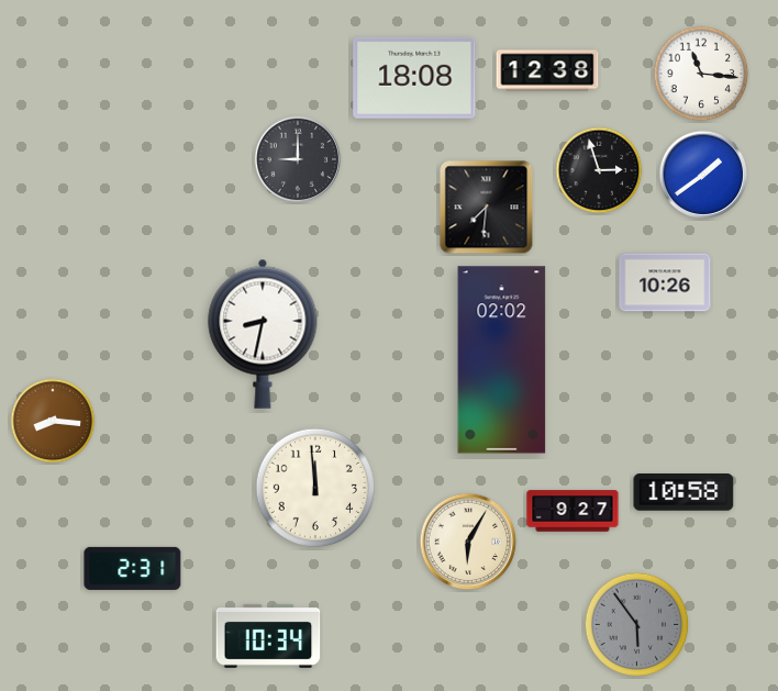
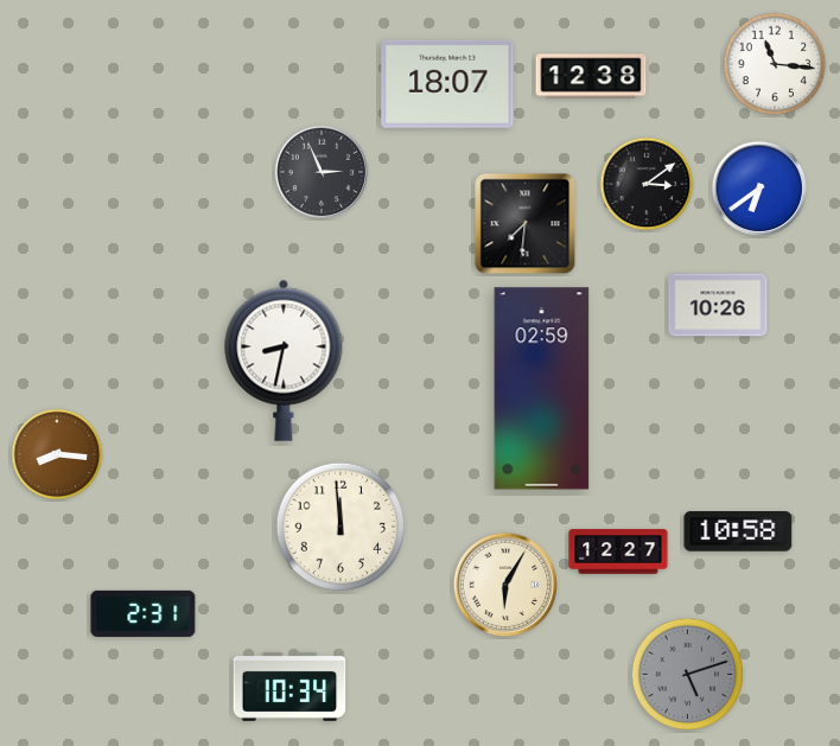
clock at (701, 74) position: (701, 74) -> (775, 64)
clock at (414, 78): 18:08 -> 18:07
clock at (298, 159): 9:00 -> 2:56
clock at (599, 170): 2:57 -> 3:09
clock at (703, 175): 1:39 -> 6:39
clock at (502, 360): 02:02 -> 02:59
clock at (573, 511): 9:27 -> 12:27
clock at (637, 625): 5:54 -> 5:12
